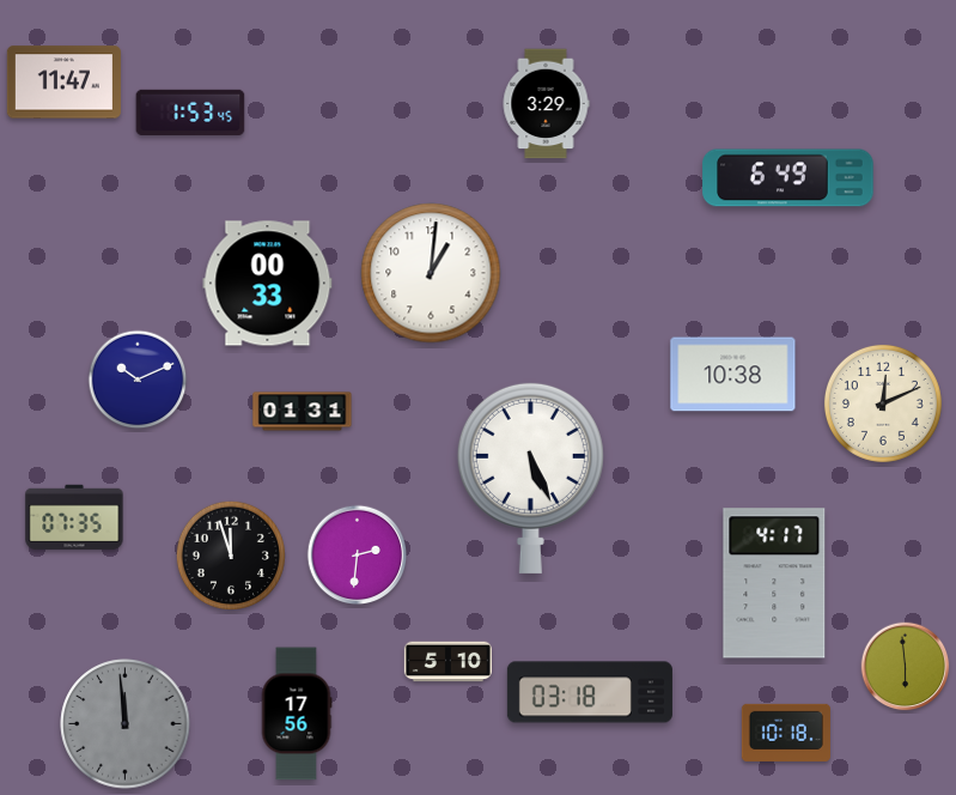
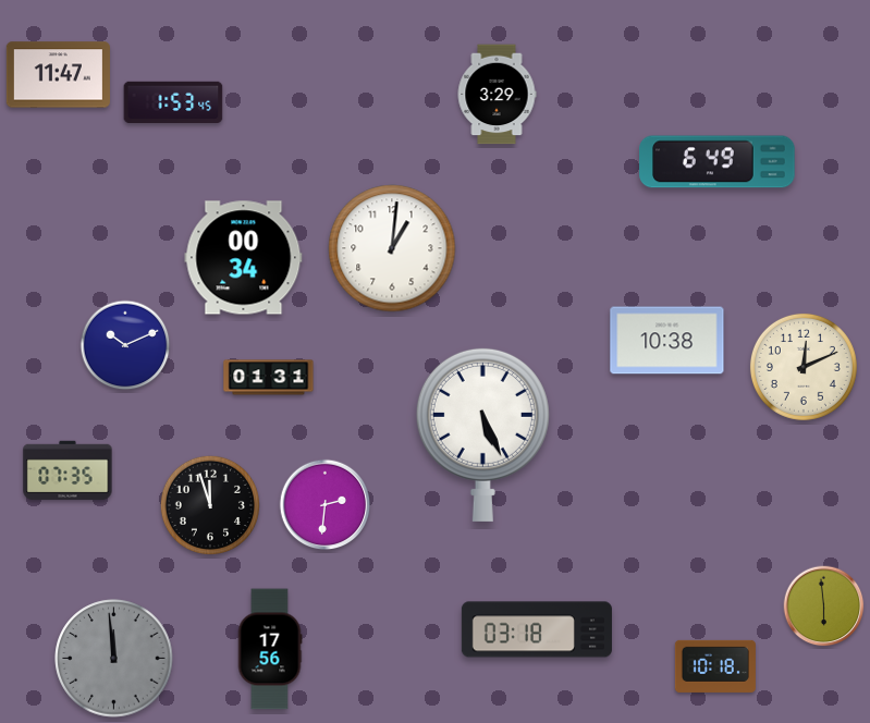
clock at (268, 284): 00:33 -> 00:34
clock at (303, 412) position: (303, 412) -> (269, 378)
clock at (774, 583): 4:17 -> none
clock at (447, 662): 5:10 -> none
